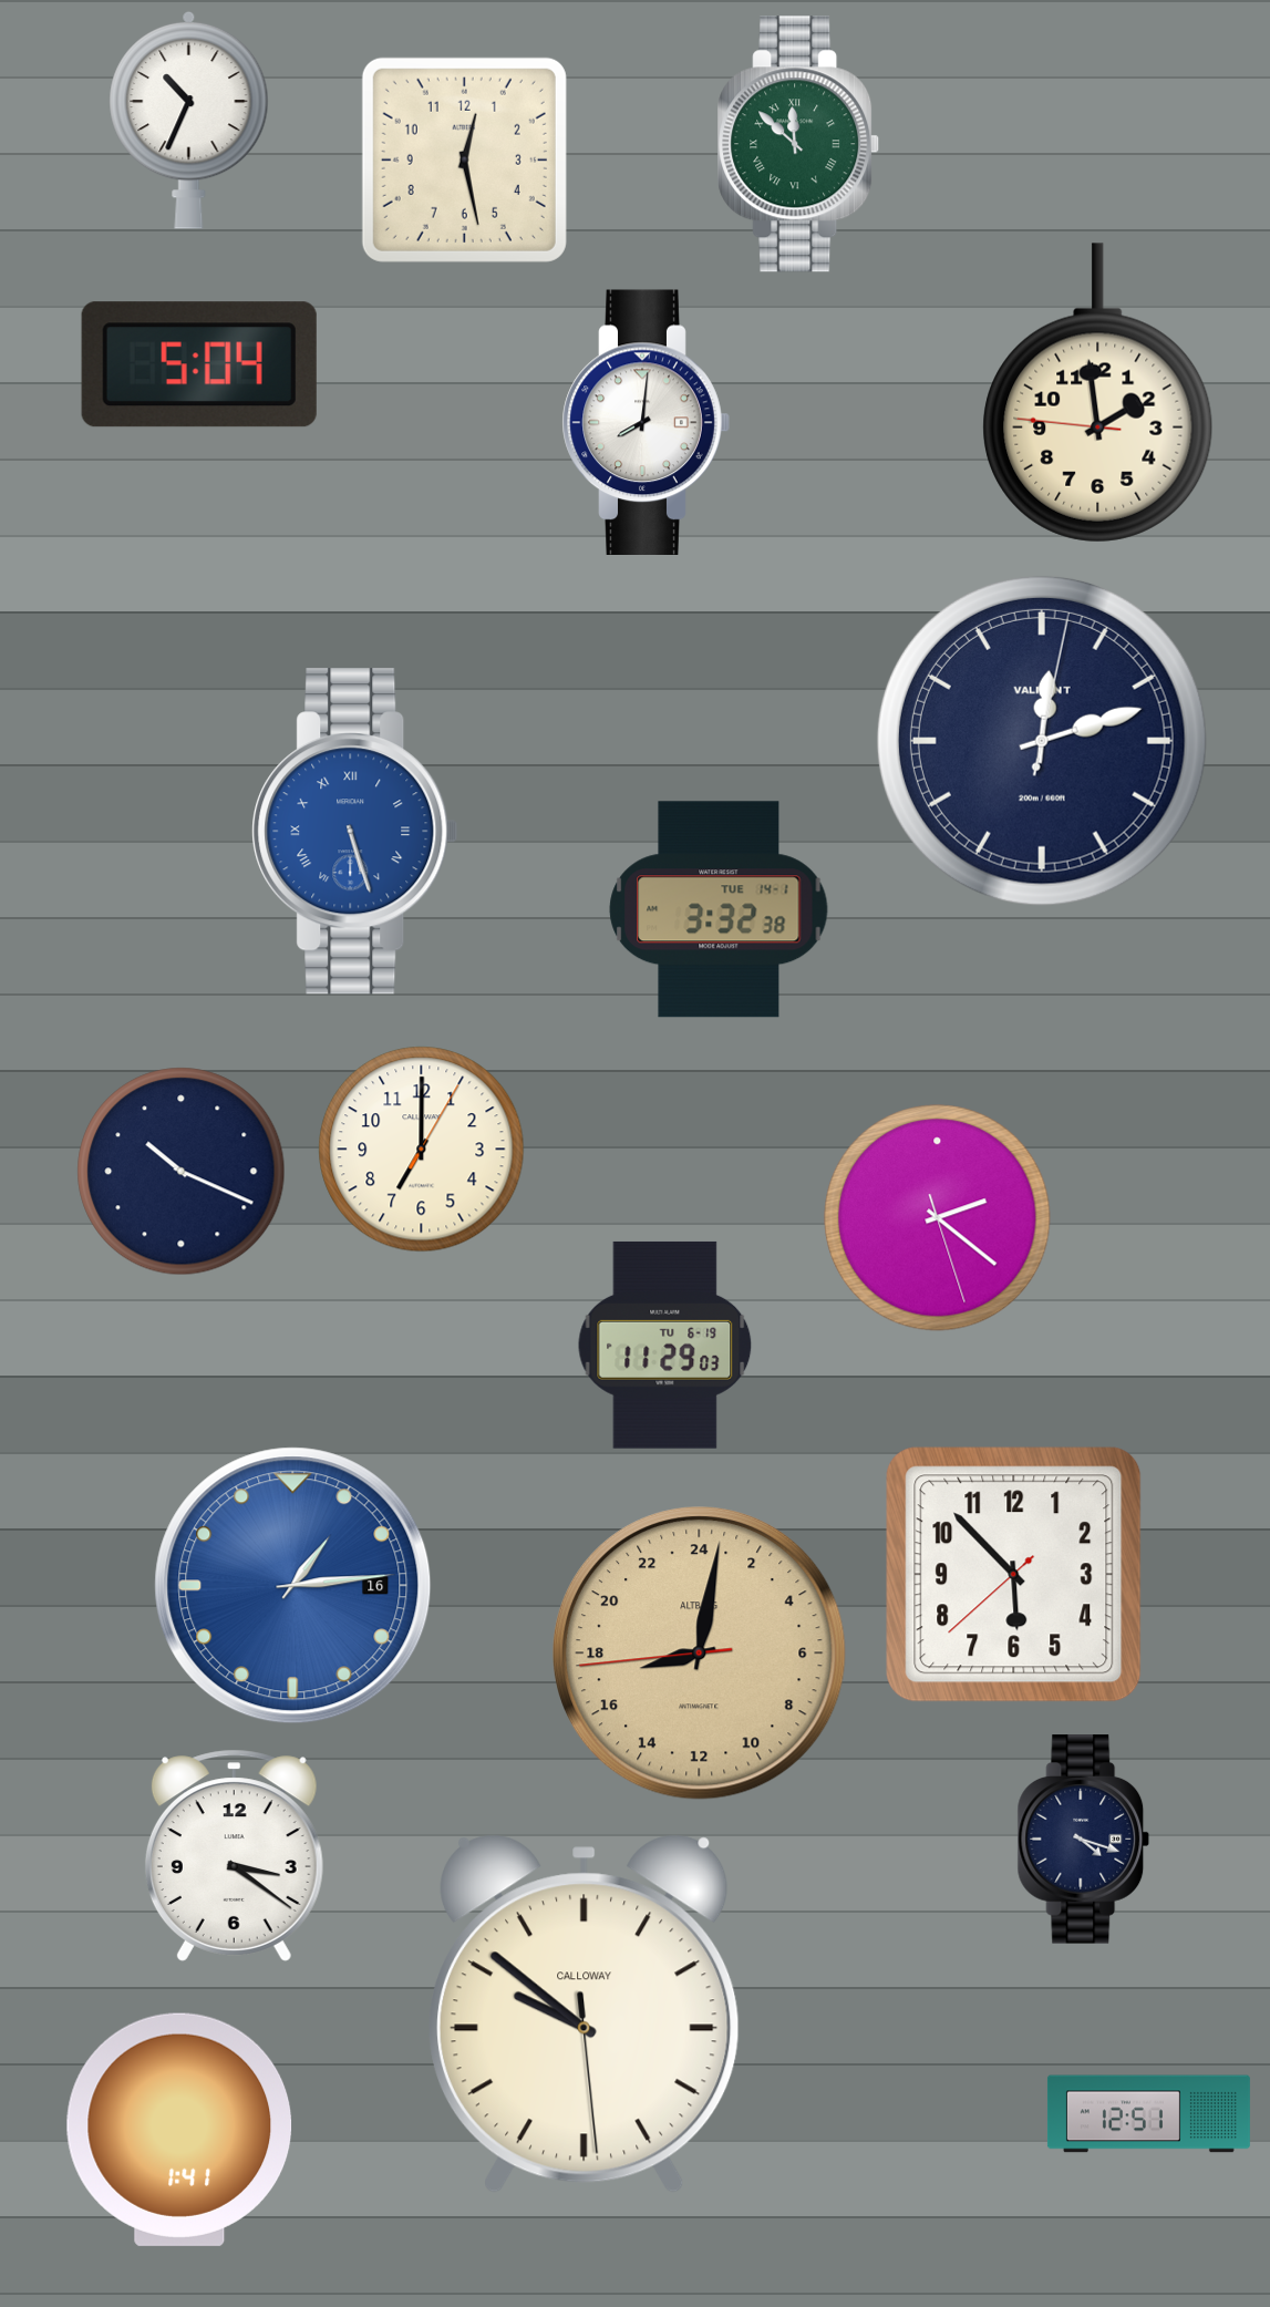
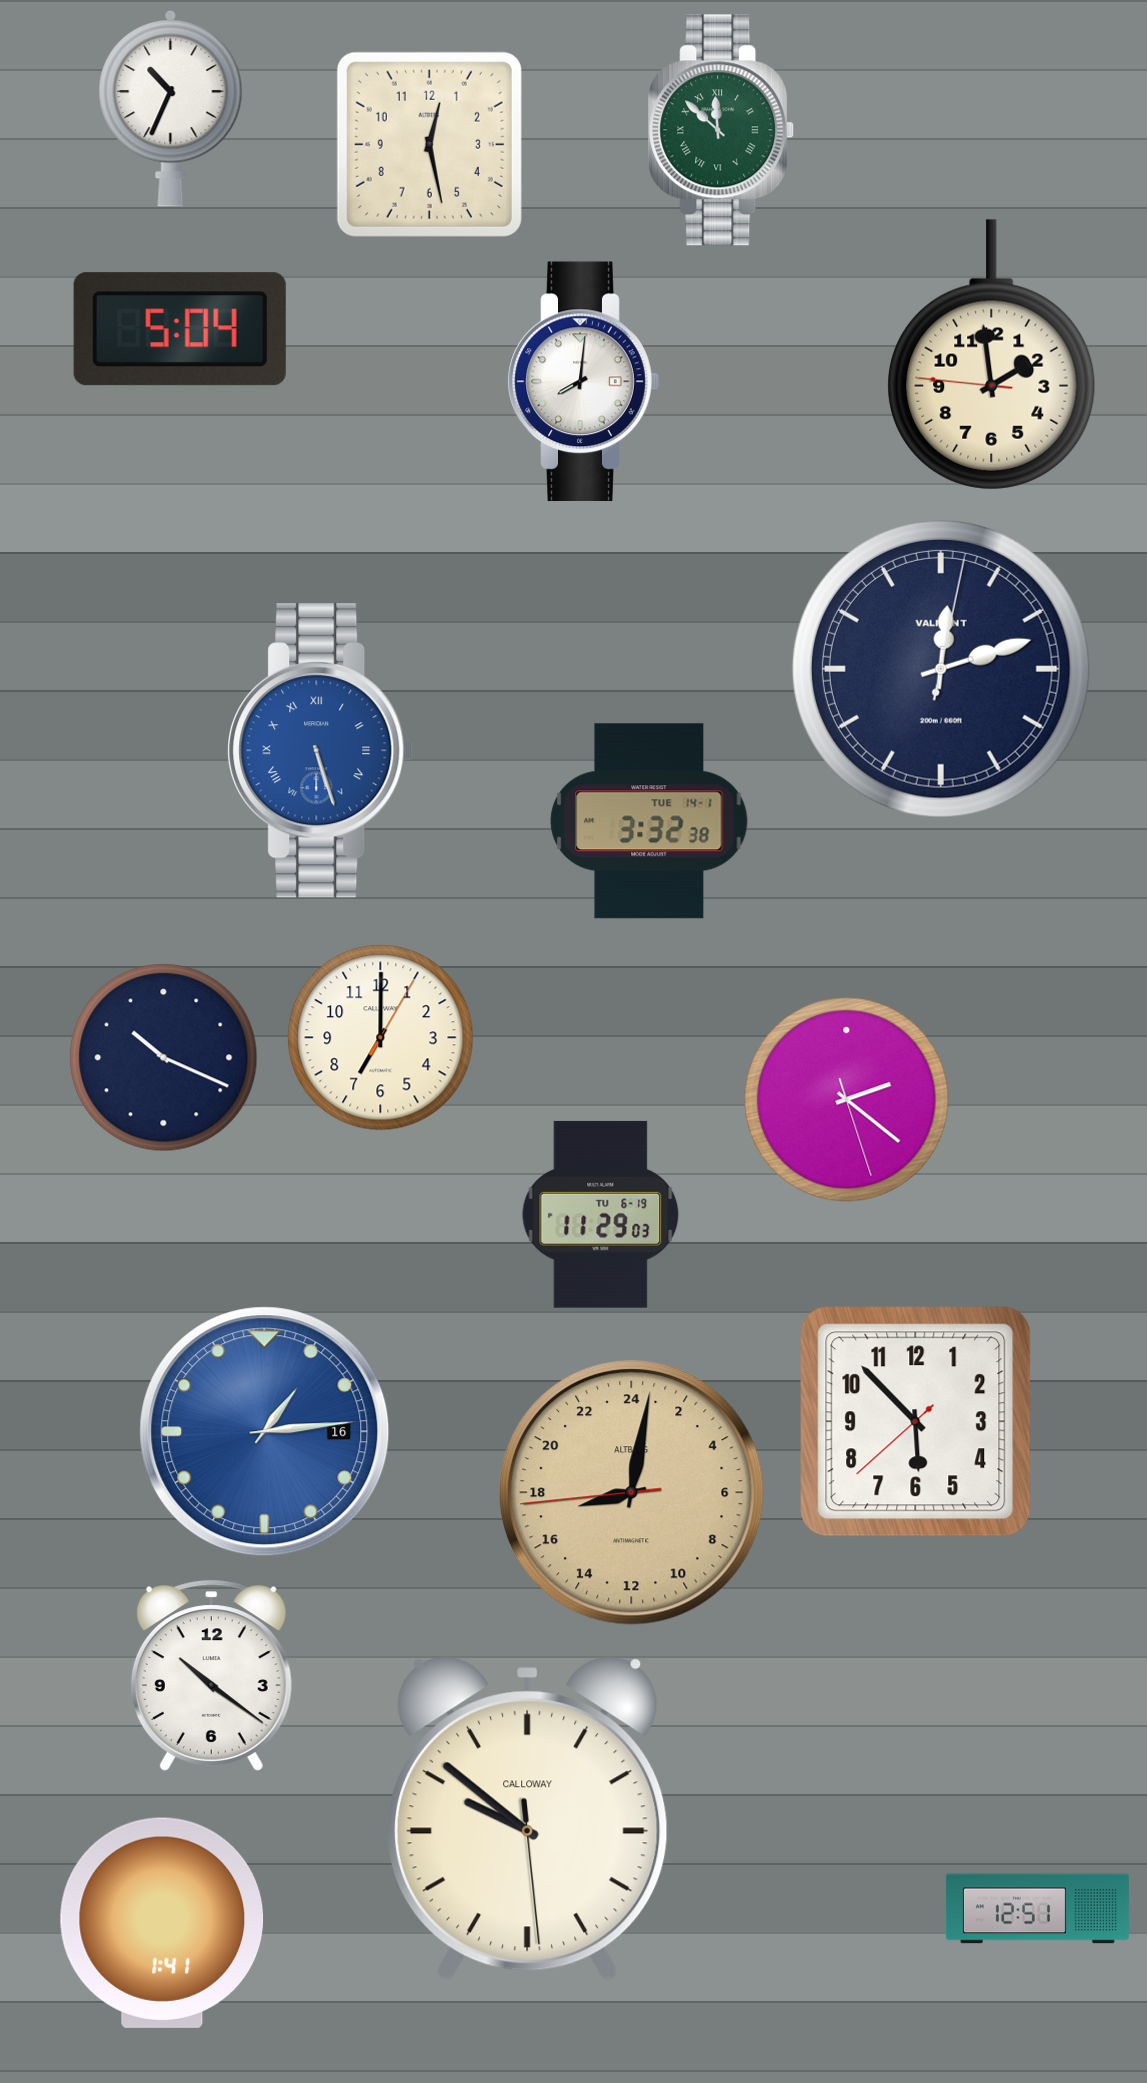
clock at (464, 159) position: (464, 159) -> (429, 144)
clock at (1084, 1840): 4:18 -> none
clock at (234, 1855): 3:21 -> 10:21
